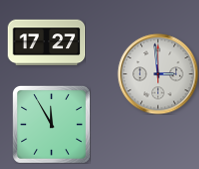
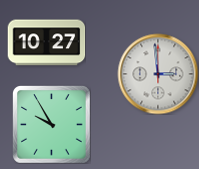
clock at (46, 43): 17:27 -> 10:27
clock at (52, 125): 11:55 -> 9:55
